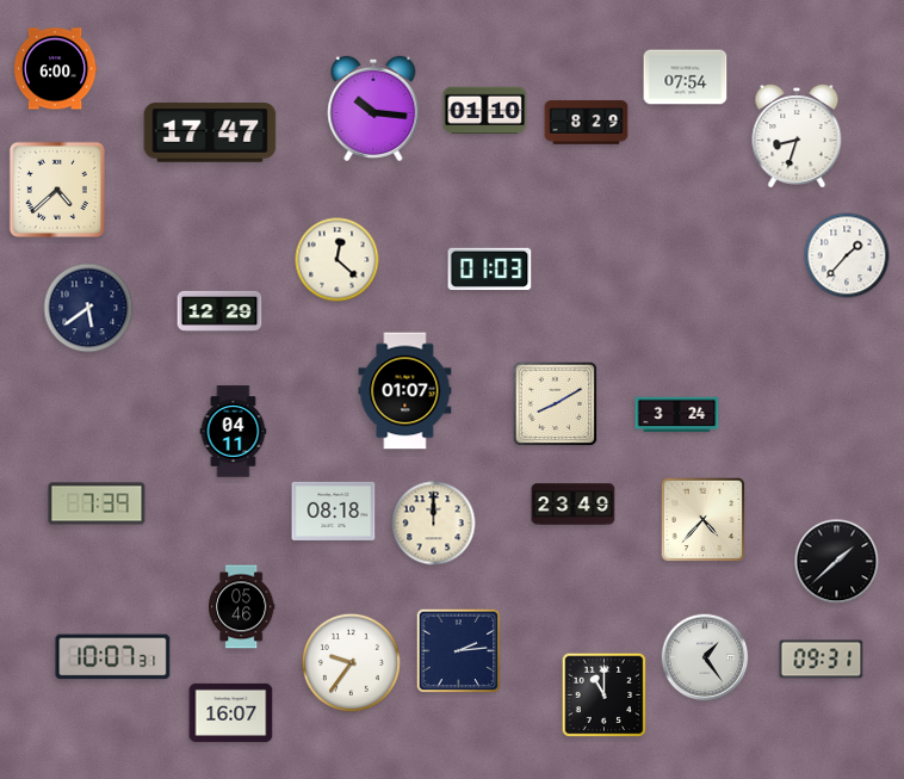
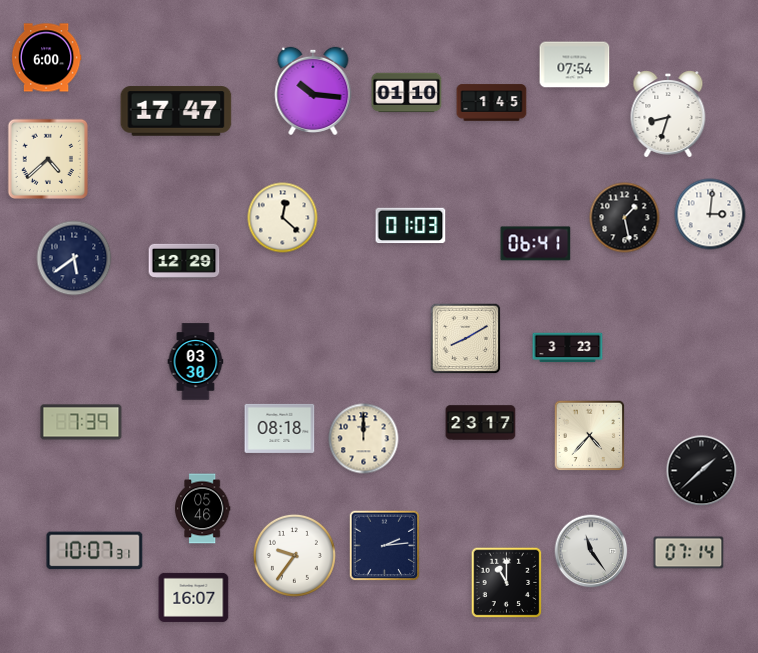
clock at (587, 123): 8:29 -> 1:45
clock at (847, 255): 1:37 -> 3:01
clock at (625, 218): none -> 1:28
clock at (536, 244): none -> 06:41
clock at (405, 391): 01:07 -> none
clock at (677, 415): 3:24 -> 3:23
clock at (234, 432): 04:11 -> 03:30
clock at (574, 505): 23:49 -> 23:17
clock at (705, 657): 1:24 -> 11:24
clock at (822, 660): 09:31 -> 07:14
